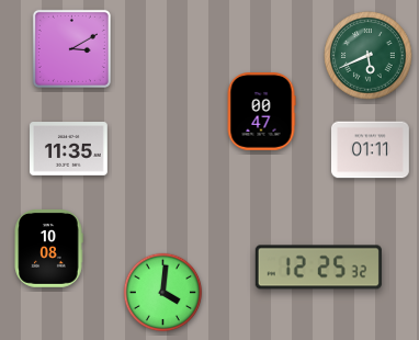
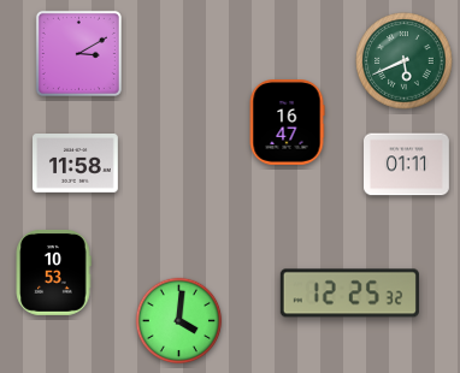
clock at (261, 112): 00:47 -> 16:47
clock at (69, 149): 11:35 -> 11:58
clock at (48, 249): 10:08 -> 10:53
